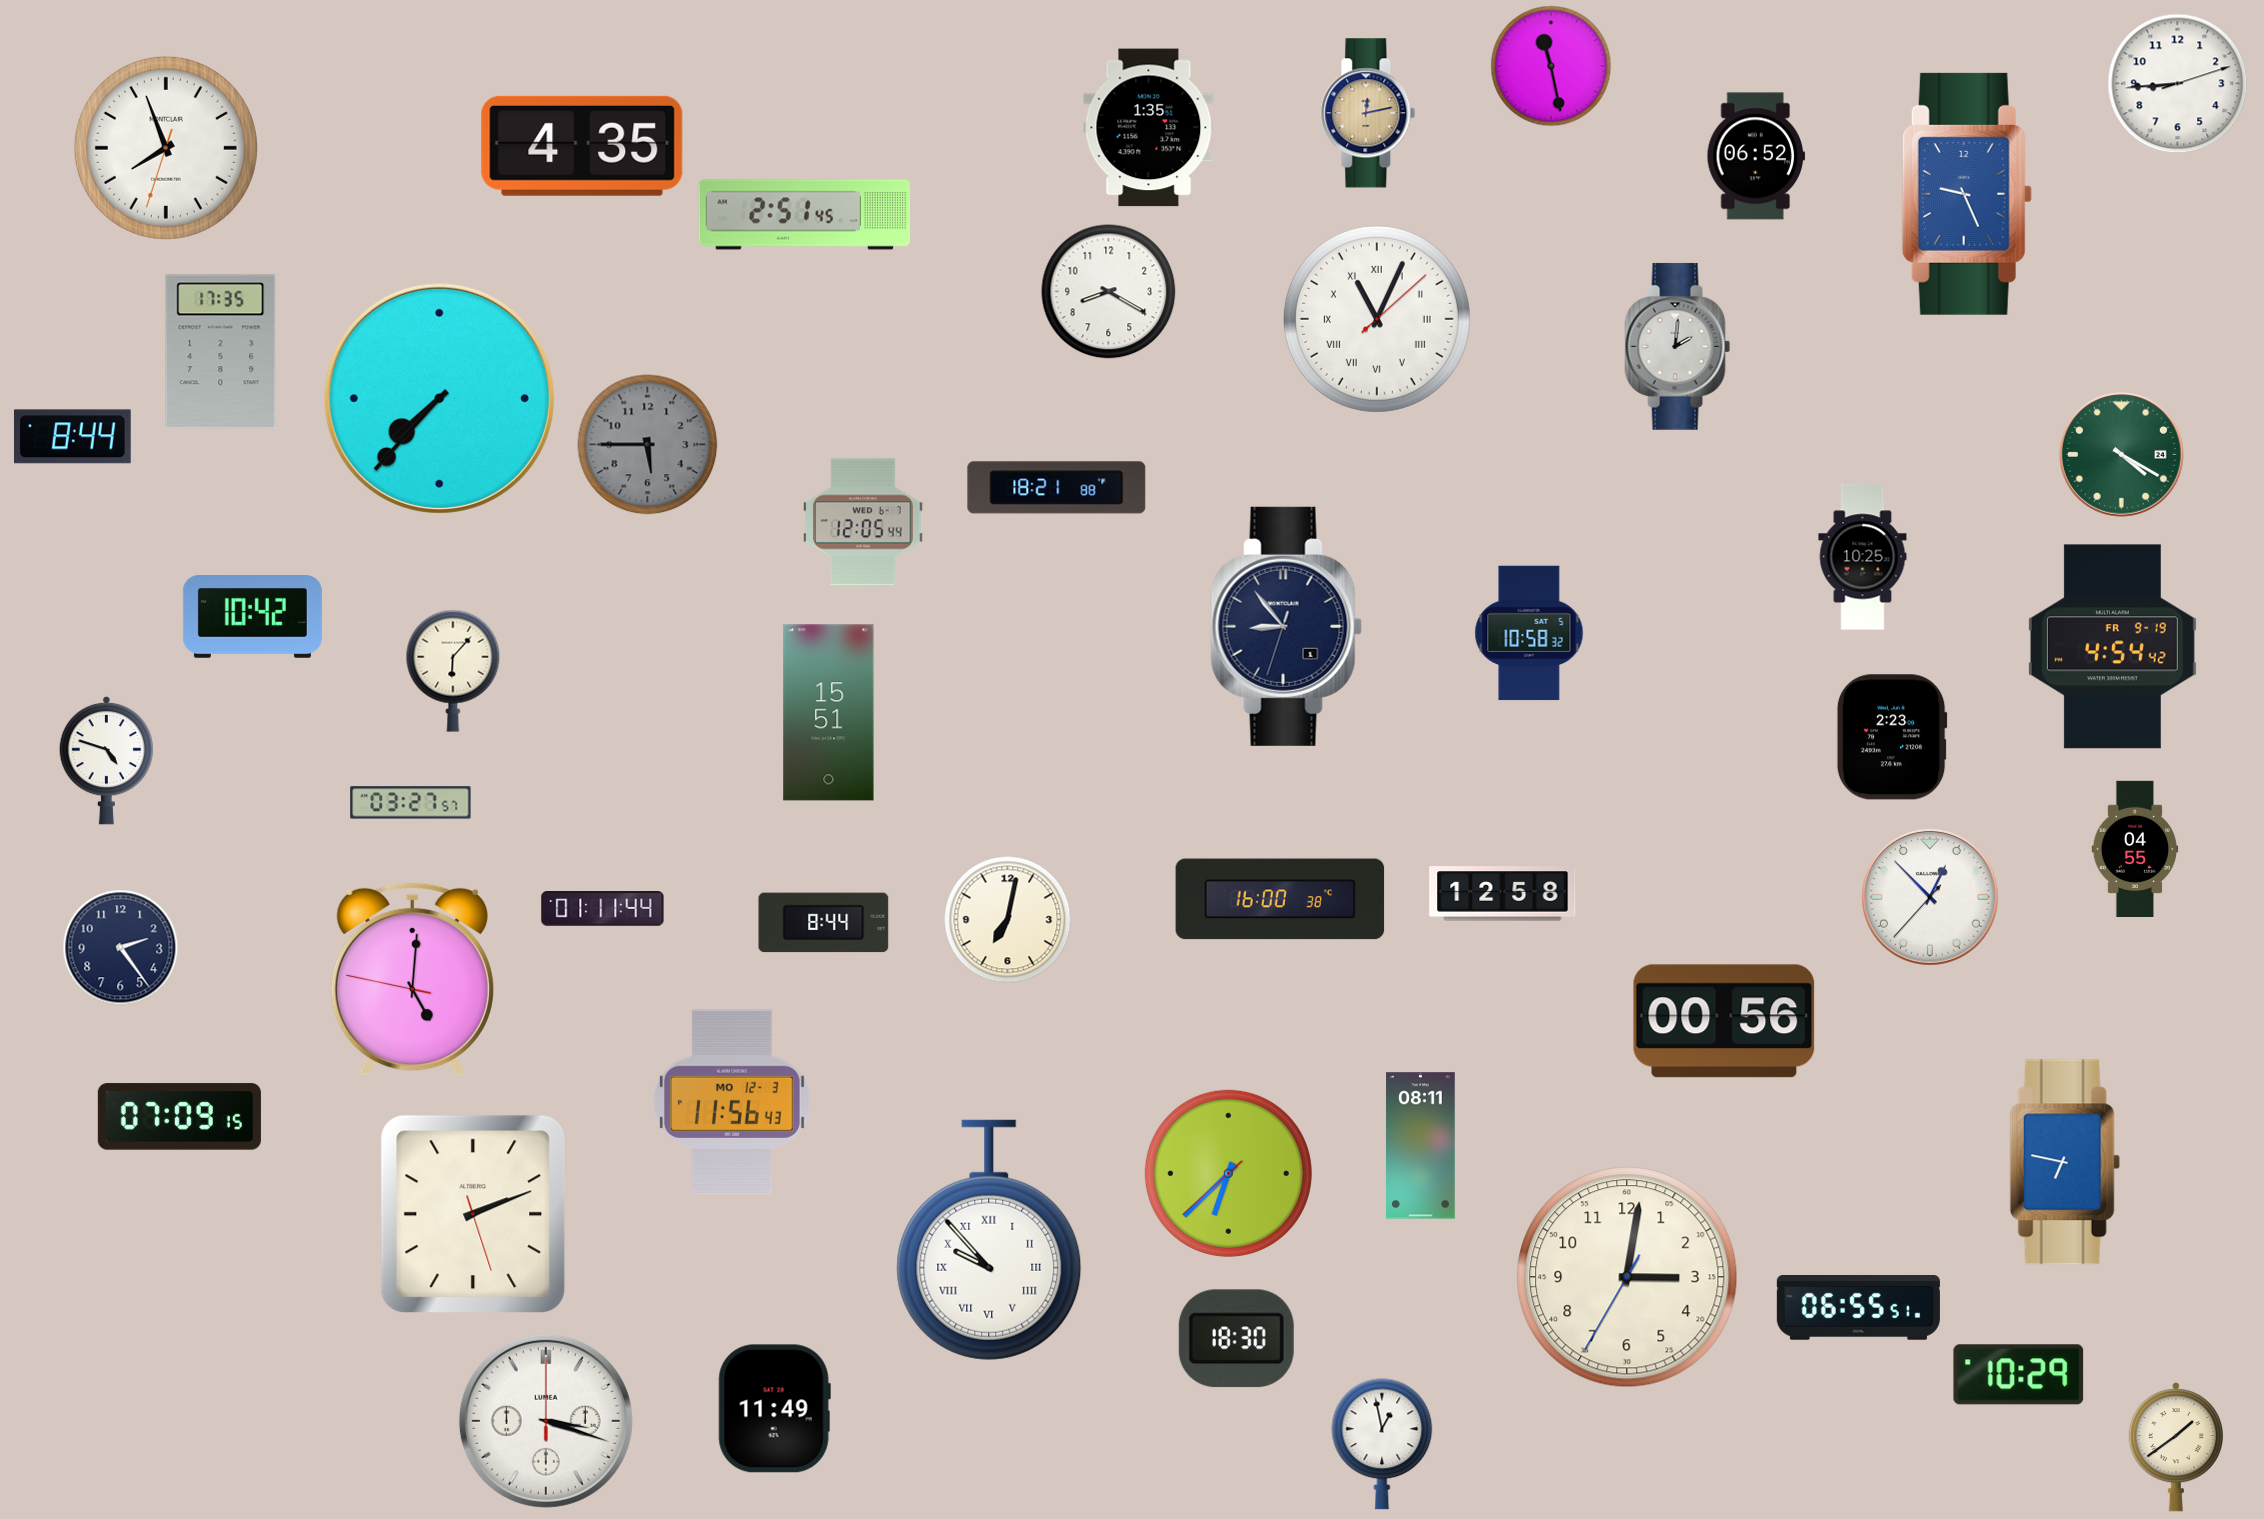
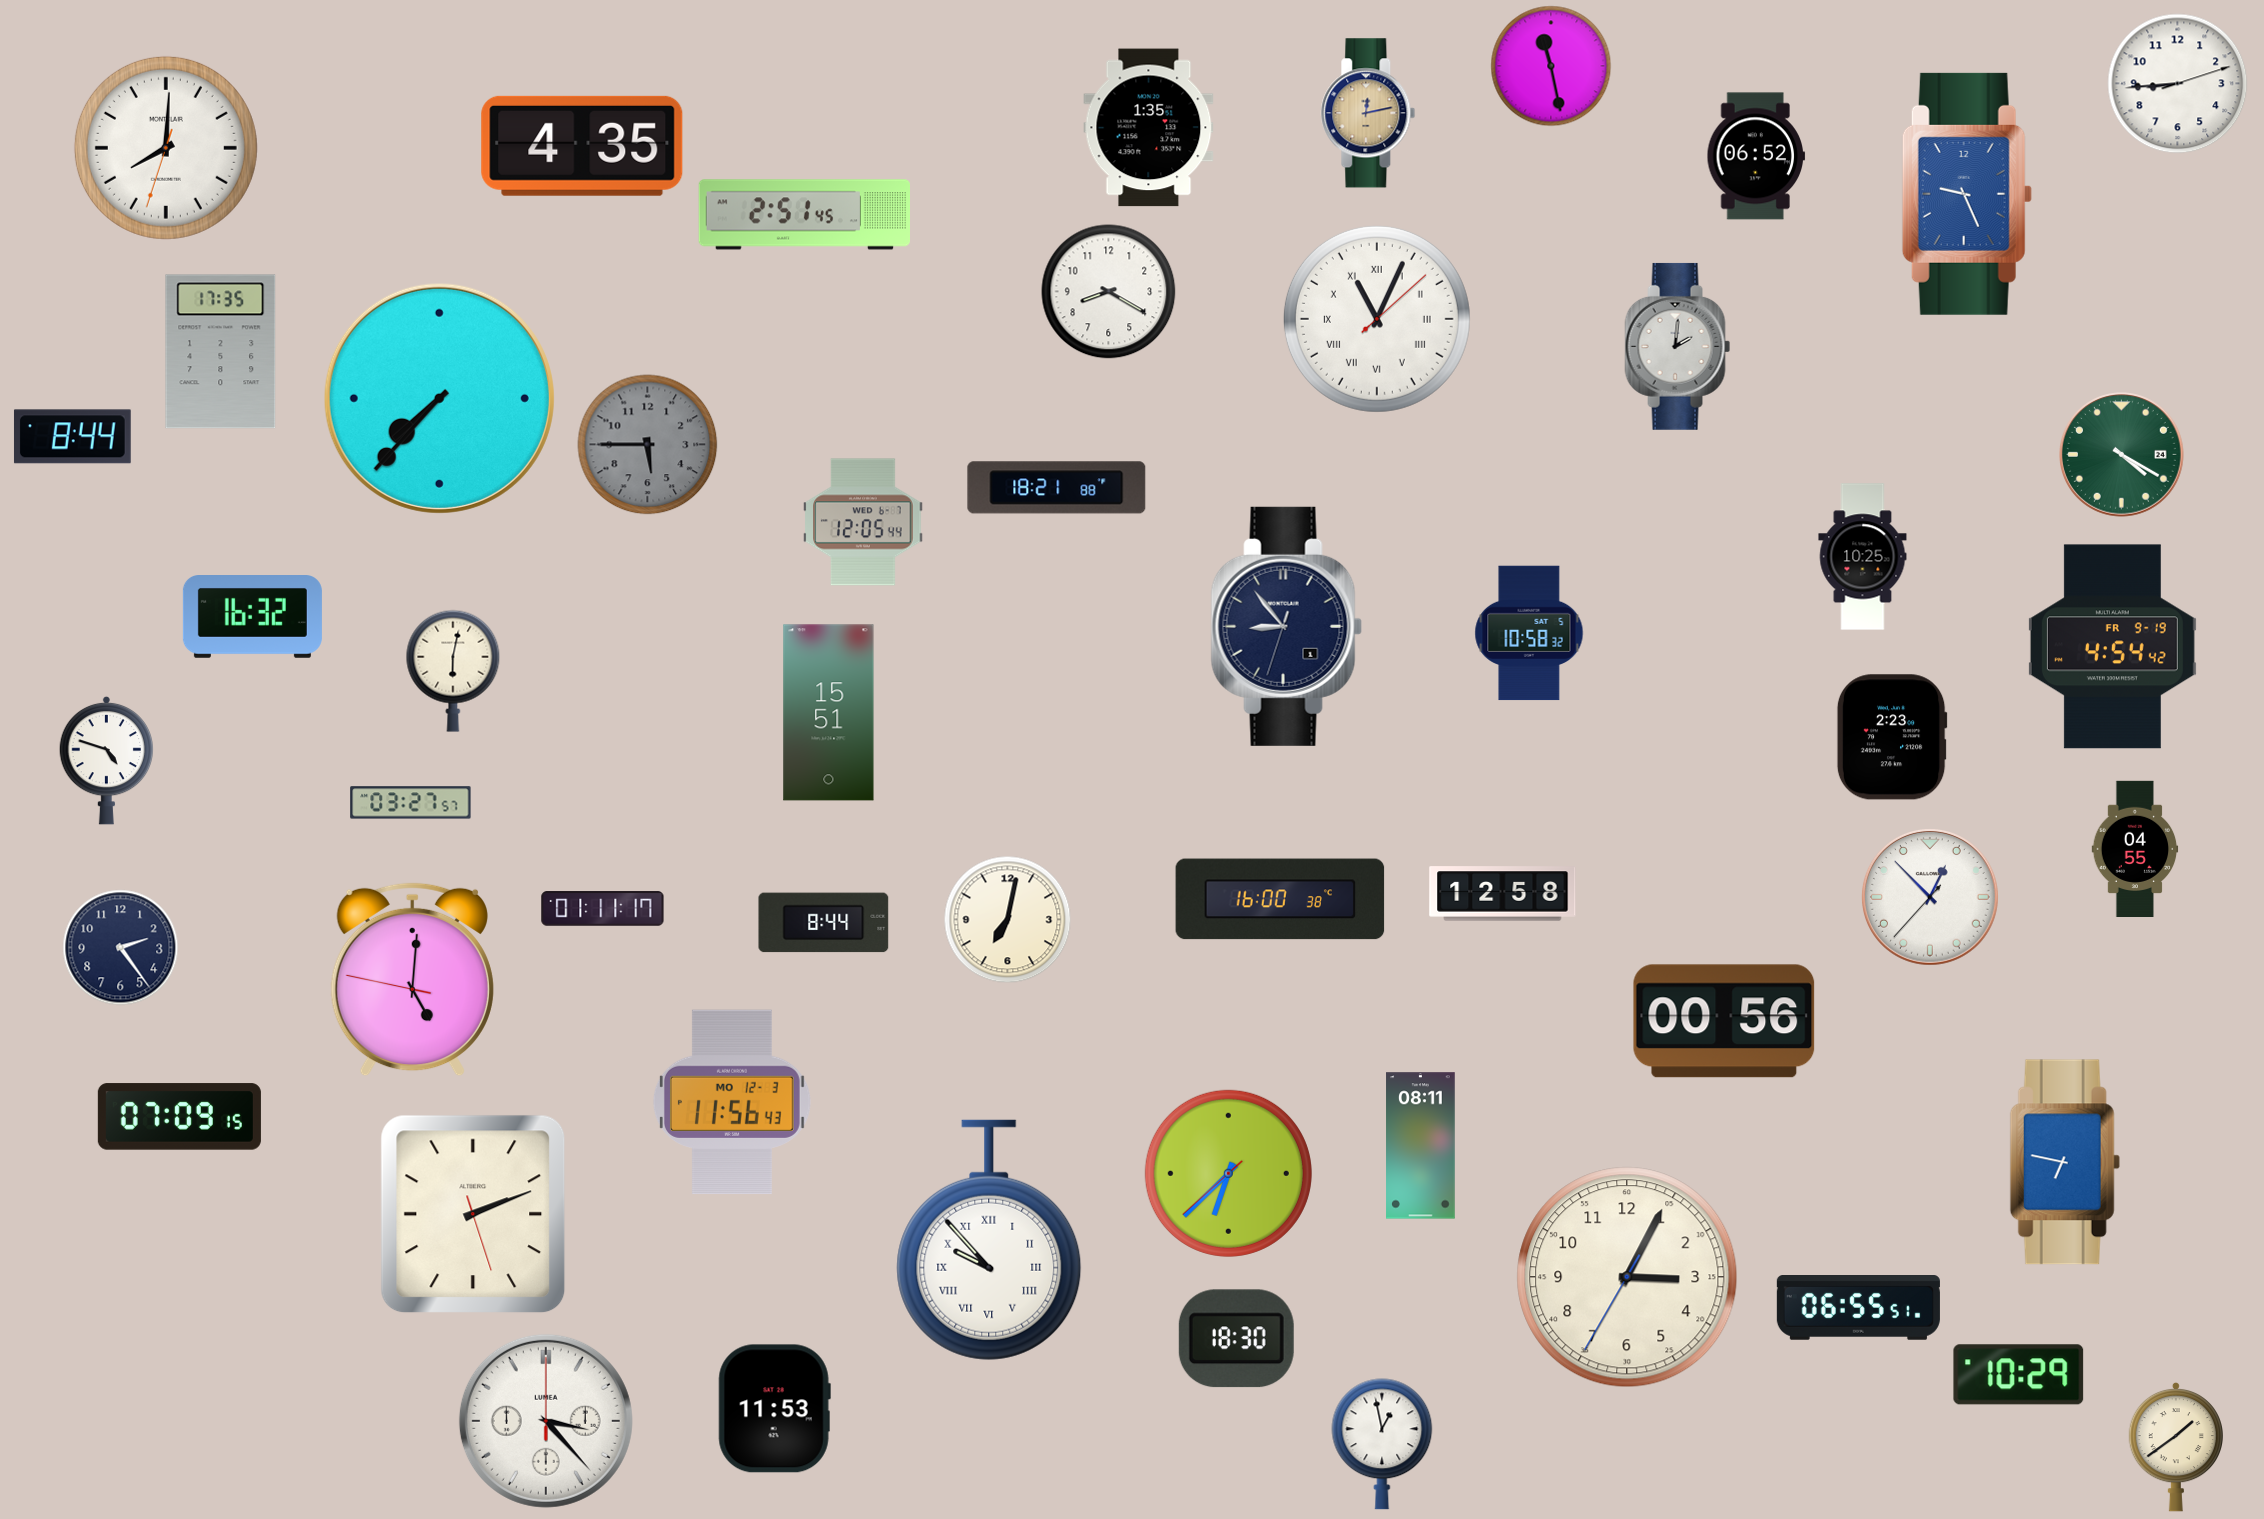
clock at (166, 148): 7:56 -> 8:00
clock at (252, 617): 10:42 -> 16:32
clock at (453, 671): 6:07 -> 6:02
clock at (603, 909): 01:11:44 -> 01:11:17
clock at (1627, 1277): 3:01 -> 3:04
clock at (774, 1409): 11:49 -> 11:53
clock at (546, 1421): 3:18 -> 3:23
